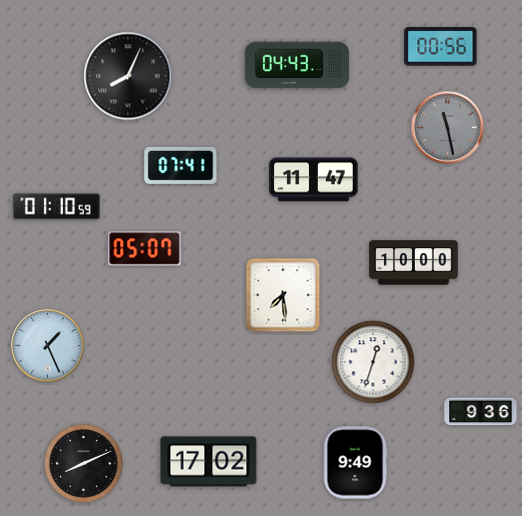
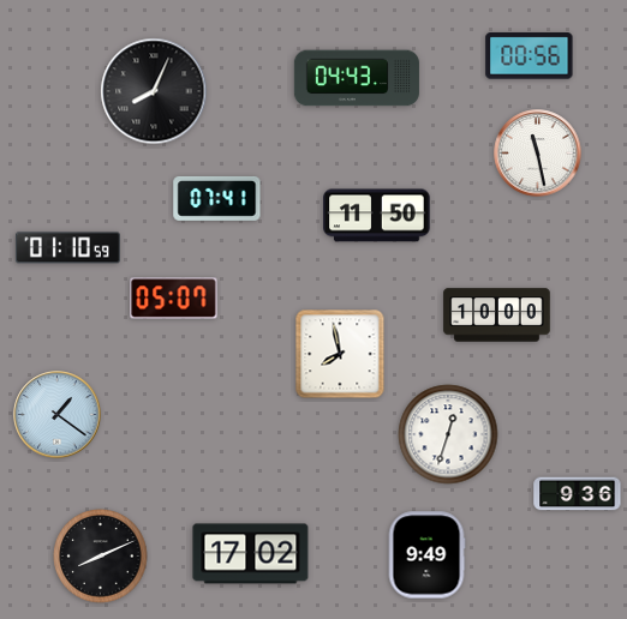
clock at (448, 128) dial: grey -> white
clock at (314, 180): 11:47 -> 11:50
clock at (283, 295): 7:29 -> 7:58
clock at (48, 346): 1:26 -> 1:21
